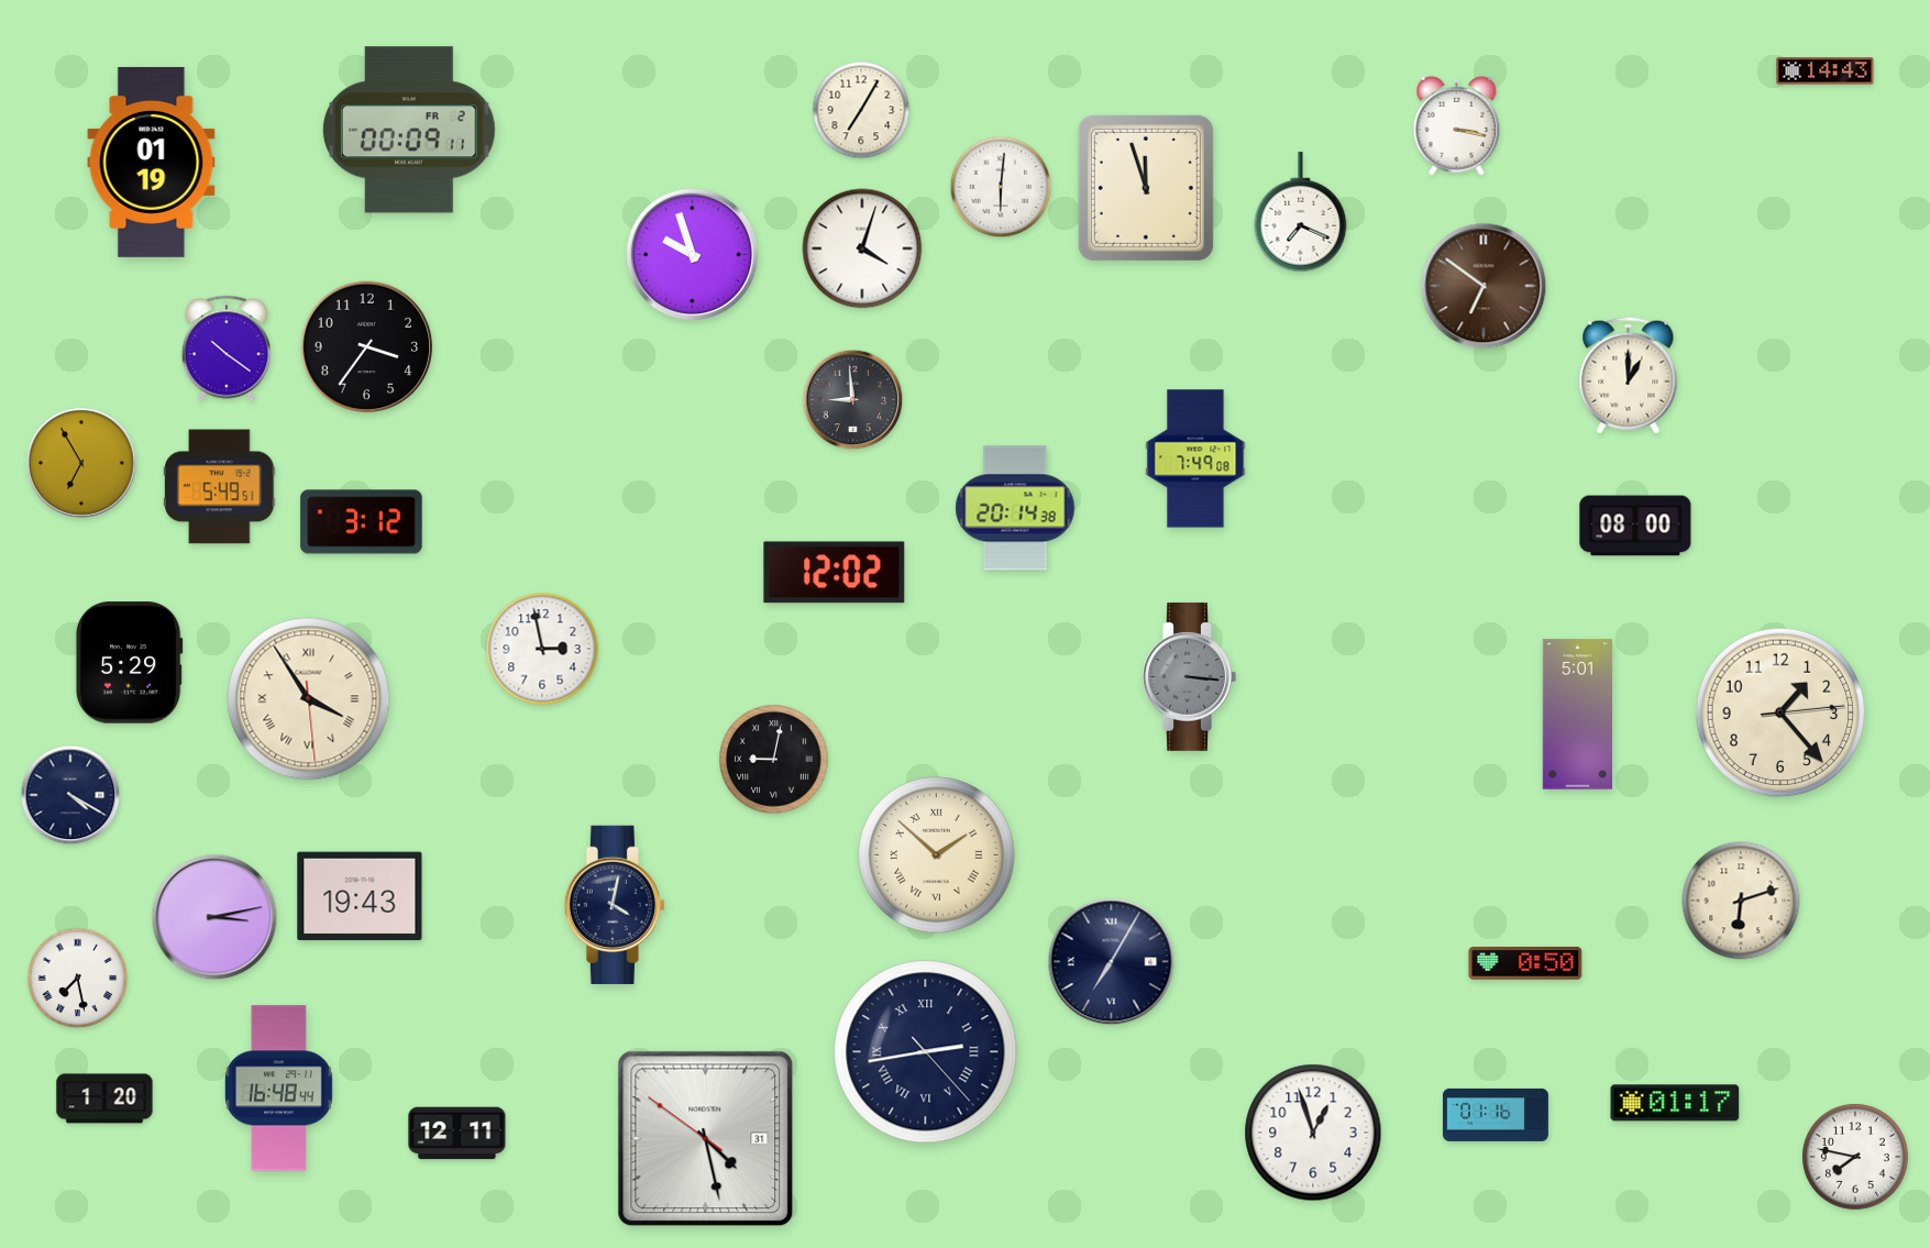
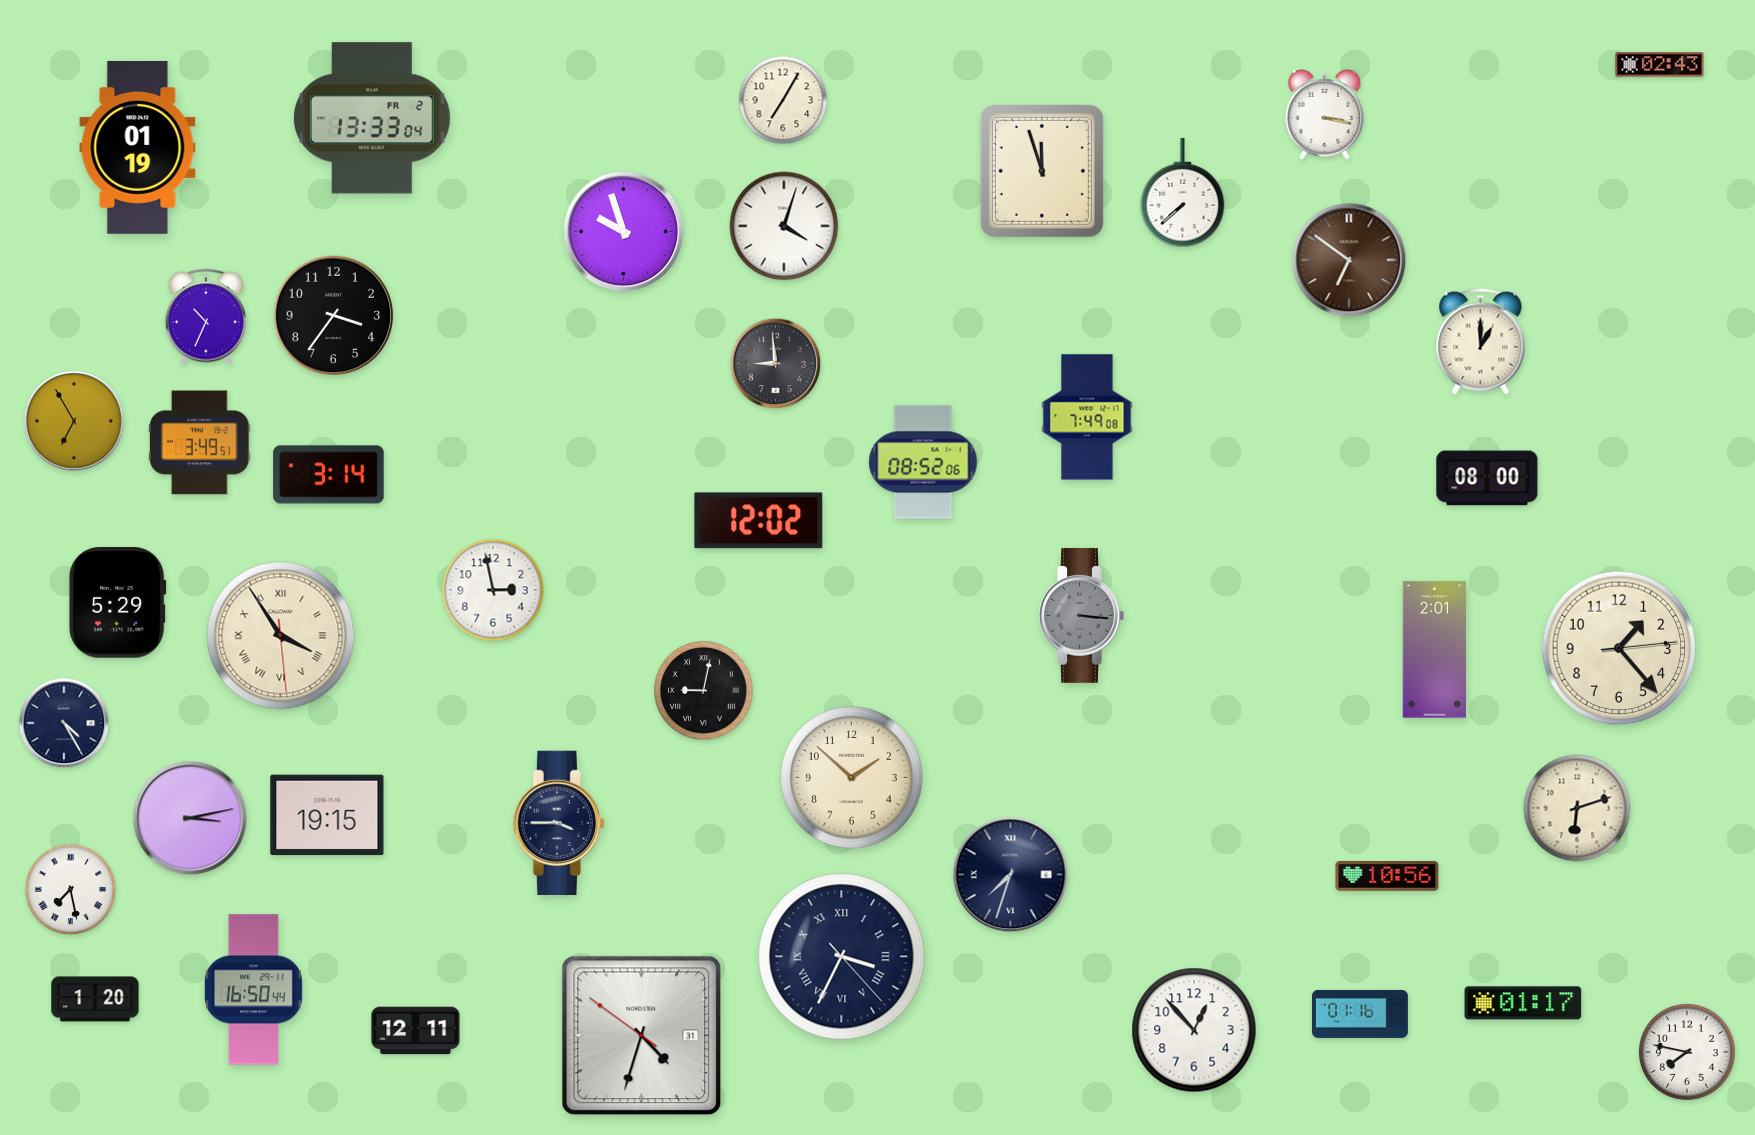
clock at (1826, 71): 14:43 -> 02:43
clock at (409, 130): 00:09 -> 13:33
clock at (1001, 187): 6:01 -> none
clock at (1301, 212): 7:19 -> 7:38
clock at (693, 255) position: (693, 255) -> (624, 232)
clock at (227, 349): 10:21 -> 10:34
clock at (220, 487): 5:49 -> 3:49
clock at (1015, 508): 20:14 -> 08:52
clock at (362, 522): 3:12 -> 3:14
clock at (1577, 715): 5:01 -> 2:01
clock at (70, 795): 4:20 -> 4:25
clock at (937, 855) numerals: Roman -> Arabic
clock at (360, 896): 19:43 -> 19:15
clock at (1741, 901) position: (1741, 901) -> (1577, 808)
clock at (614, 904): 4:02 -> 3:45
clock at (214, 917) position: (214, 917) -> (190, 818)
clock at (1112, 962): 7:05 -> 7:33
clock at (1525, 964): 0:50 -> 10:56
clock at (926, 1052): 2:43 -> 3:34
clock at (278, 1089): 16:48 -> 16:50
clock at (1313, 1133): 12:57 -> 12:53
clock at (706, 1139): 4:27 -> 4:32
